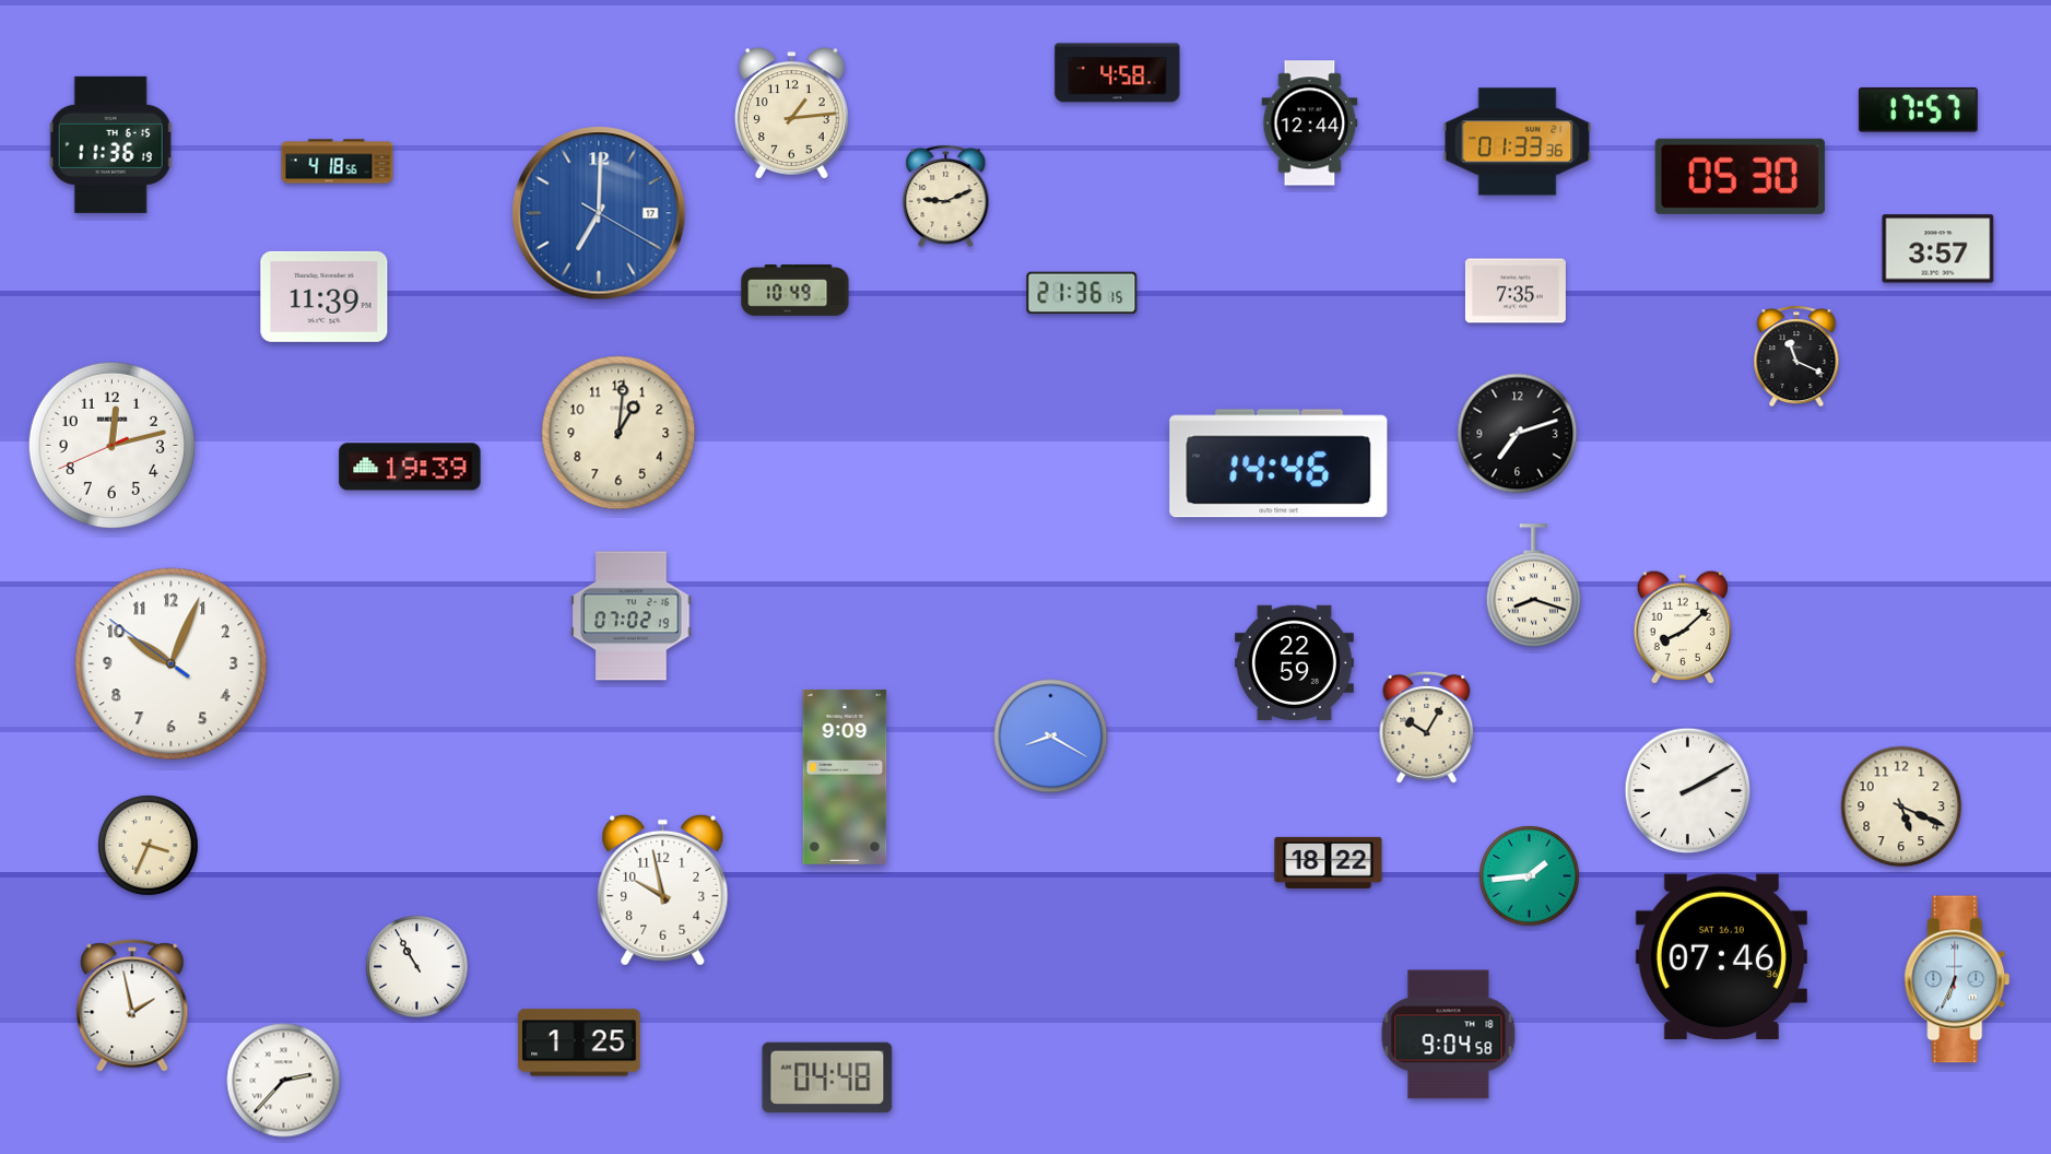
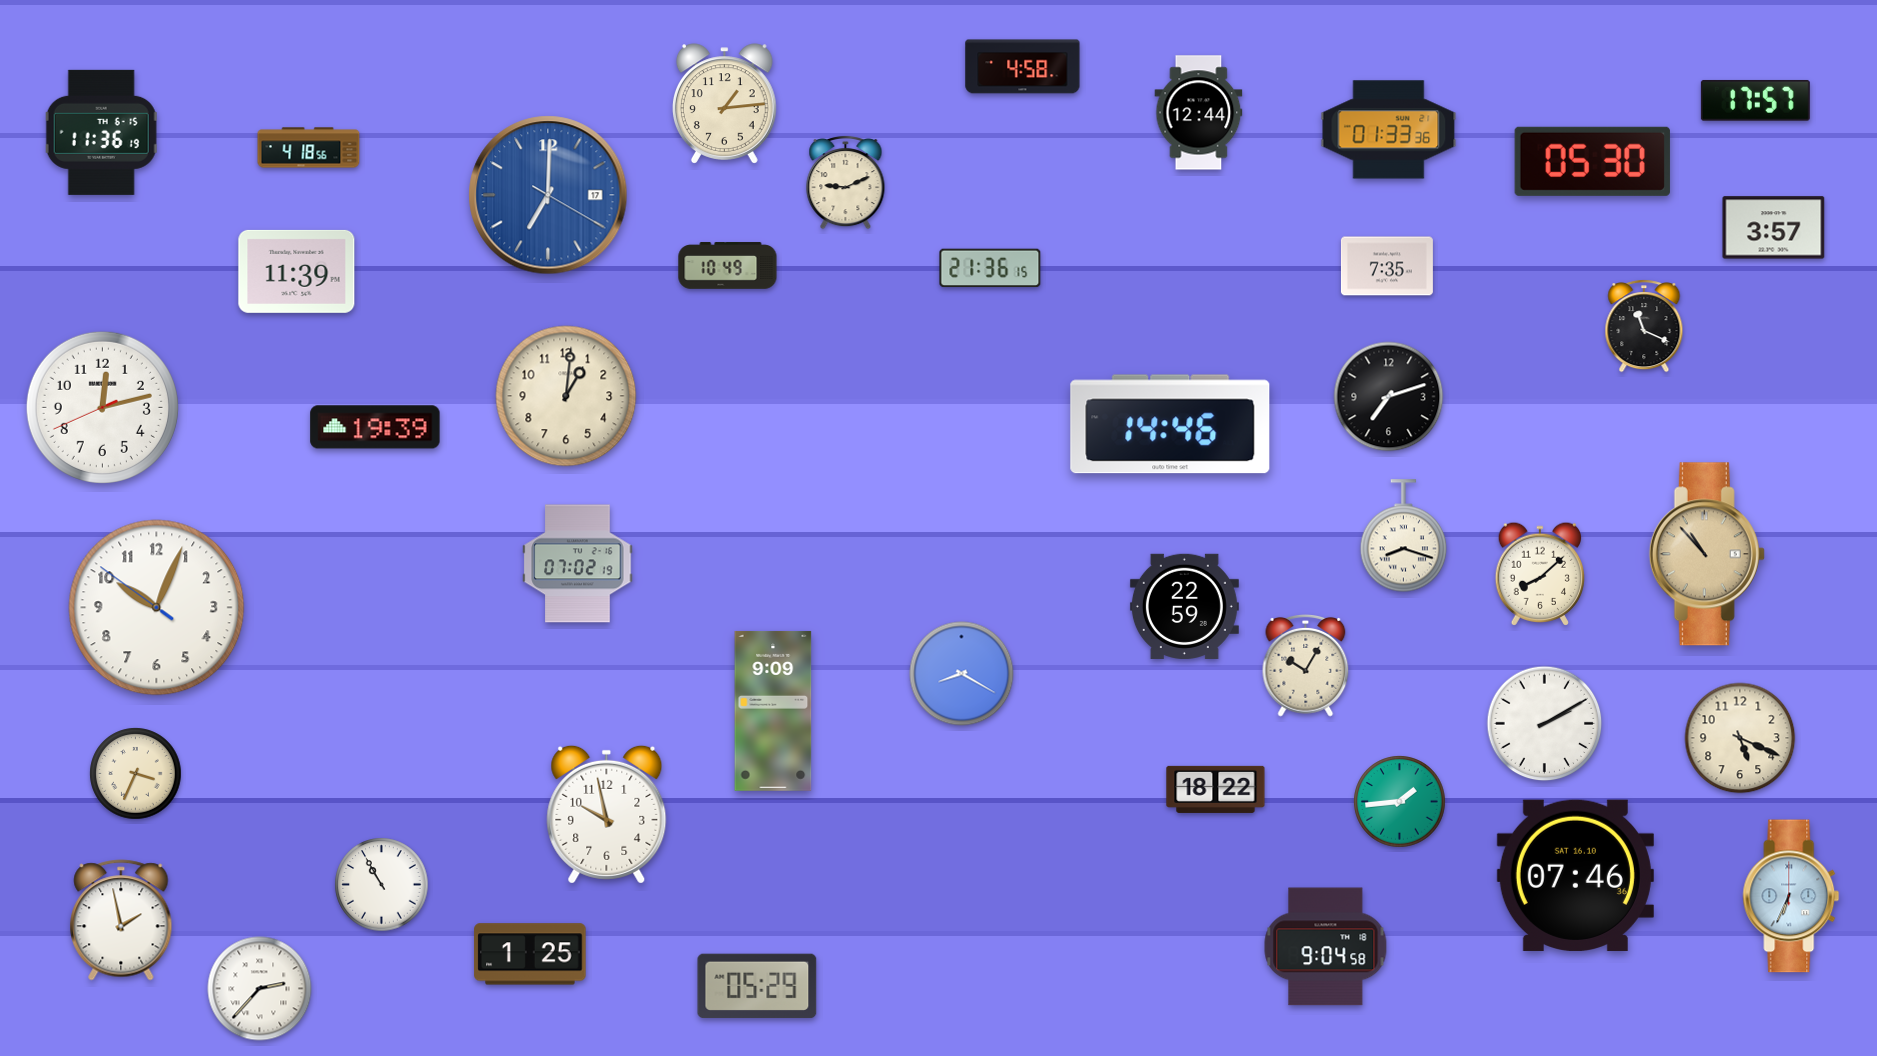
clock at (946, 196) position: (946, 196) -> (846, 182)
clock at (1707, 554): none -> 10:53
clock at (827, 1078): 04:48 -> 05:29
